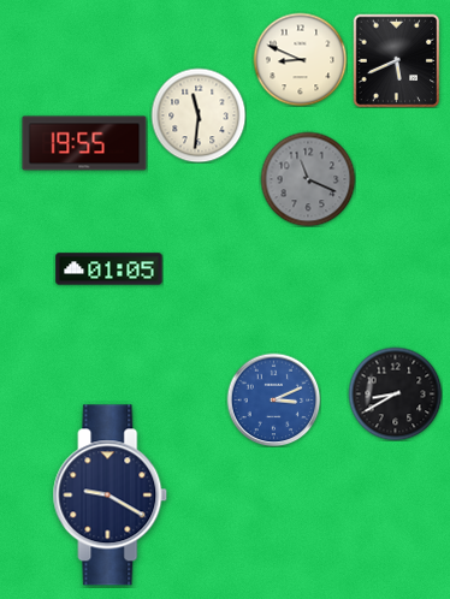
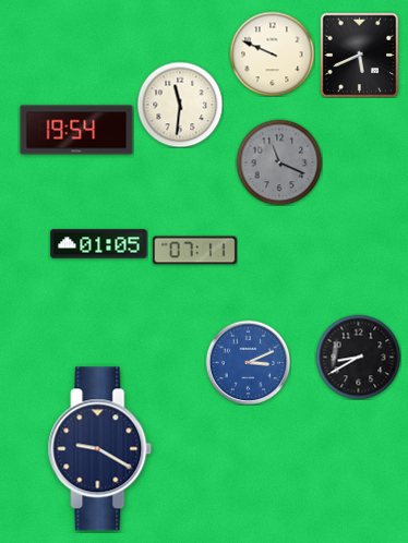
clock at (300, 59): 8:49 -> 9:49
clock at (84, 143): 19:55 -> 19:54
clock at (194, 251): none -> 07:11
